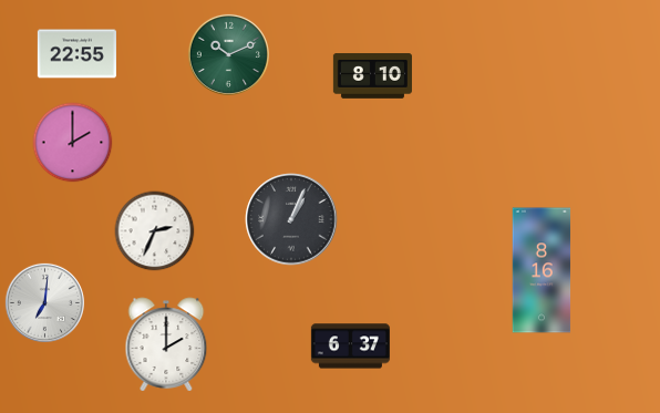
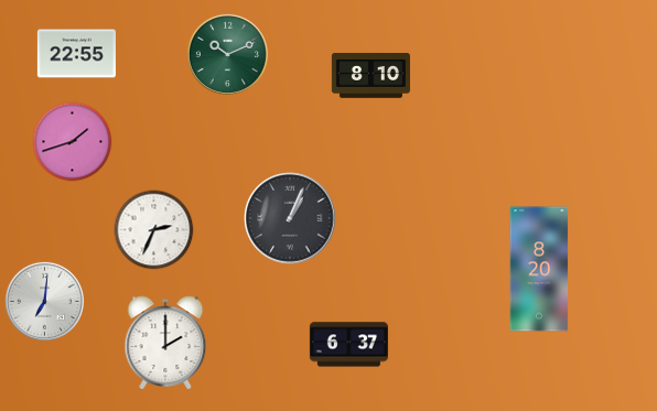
clock at (73, 143): 2:00 -> 1:42
clock at (542, 270): 8:16 -> 8:20
